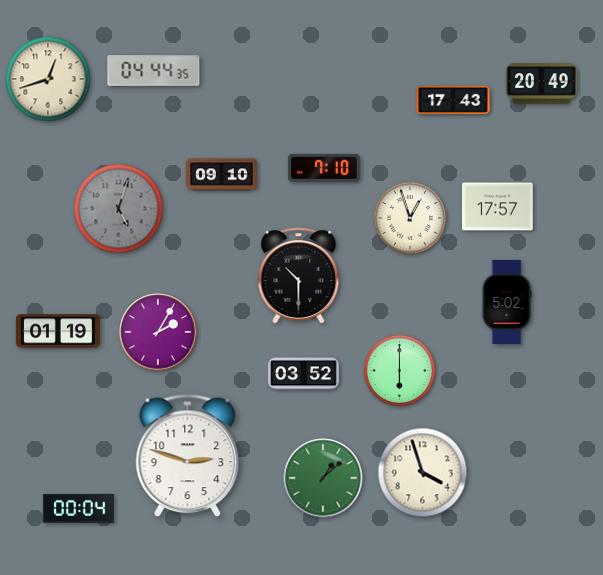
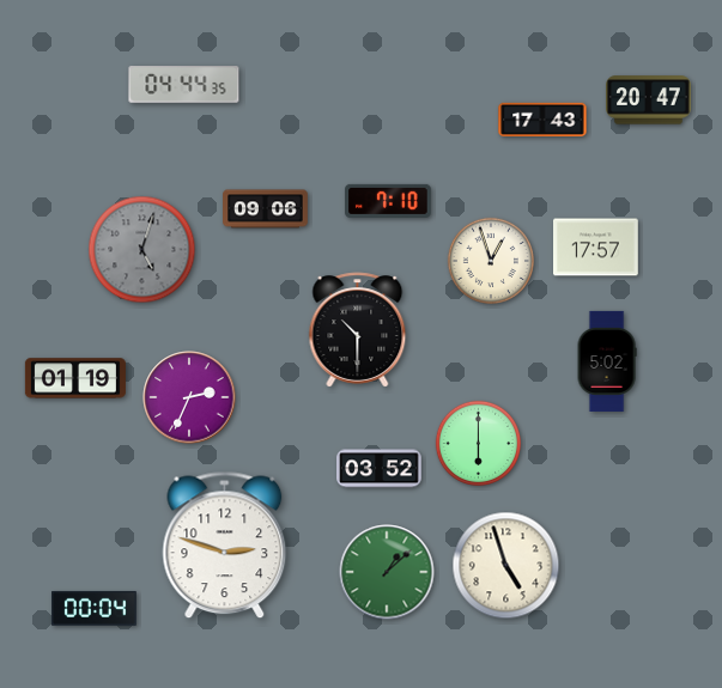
clock at (48, 79): 12:42 -> none
clock at (542, 84): 20:49 -> 20:47
clock at (222, 175): 09:10 -> 09:06
clock at (58, 331) position: (58, 331) -> (75, 378)
clock at (158, 332): 2:05 -> 2:34
clock at (304, 374) position: (304, 374) -> (380, 469)
clock at (423, 473): 3:57 -> 4:57
